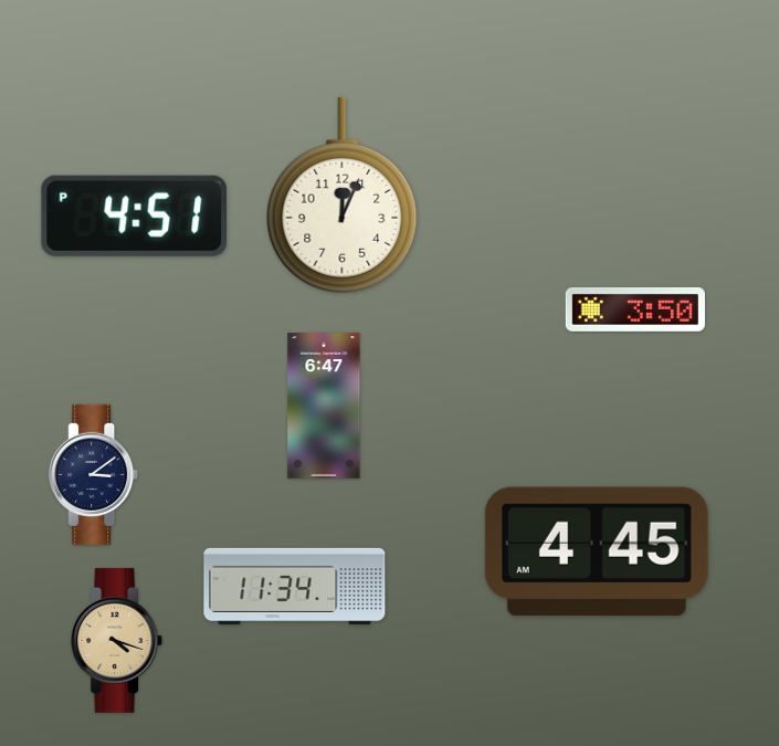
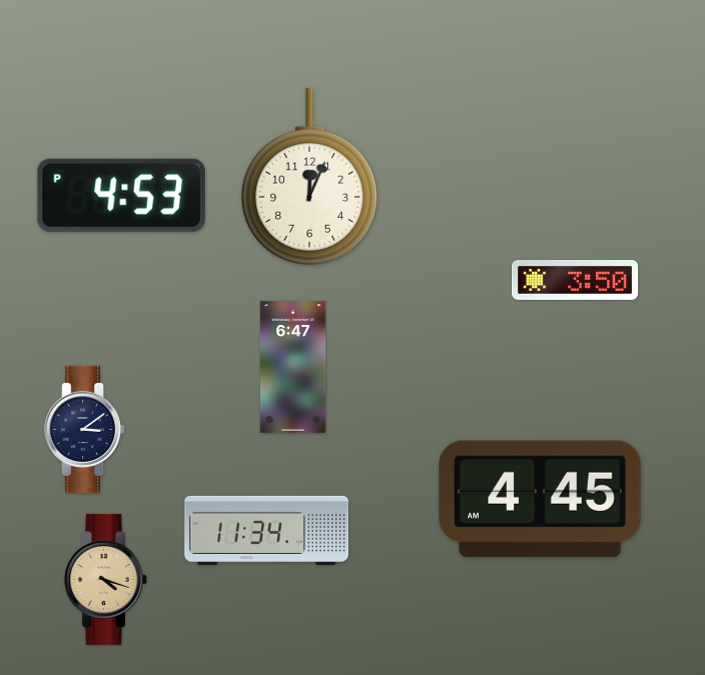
clock at (134, 216): 4:51 -> 4:53
